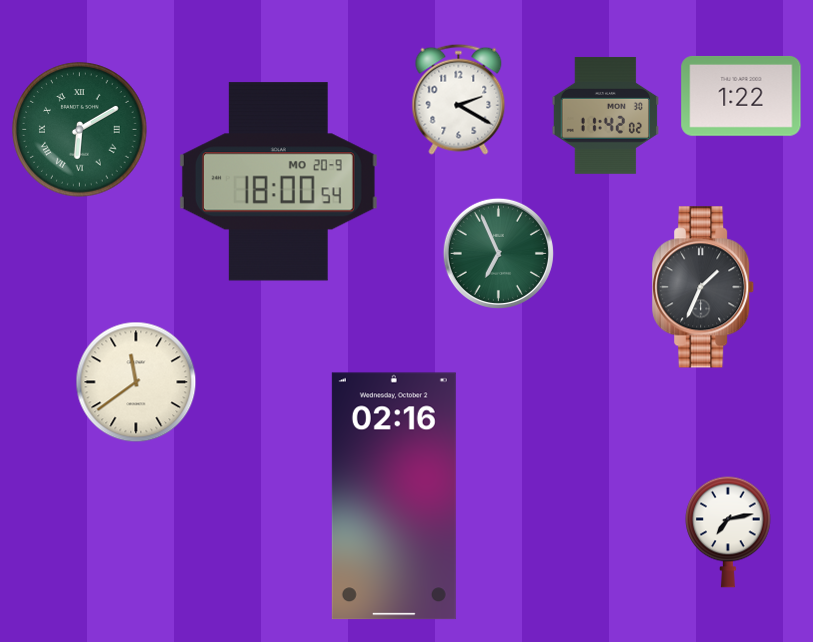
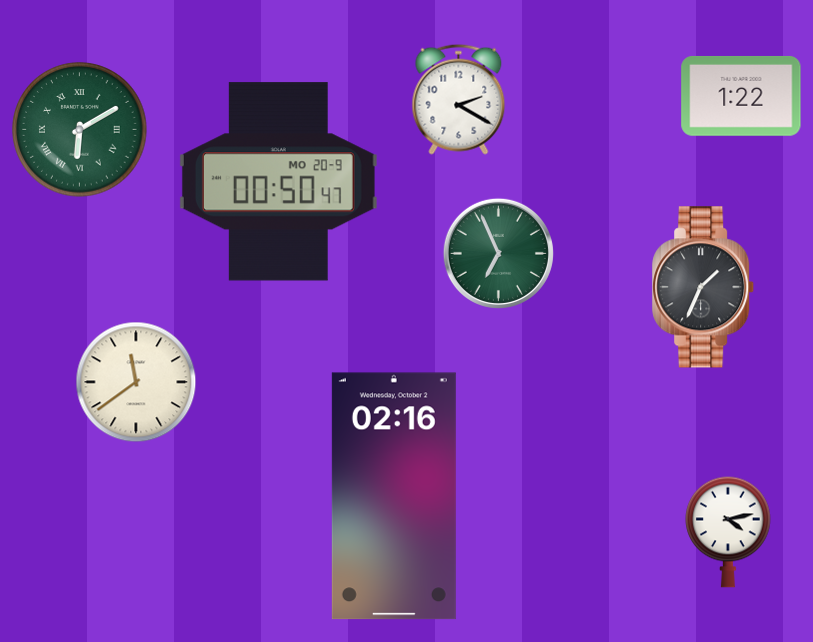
clock at (606, 115): 11:42 -> none
clock at (278, 182): 18:00 -> 00:50
clock at (728, 532): 7:13 -> 4:13
